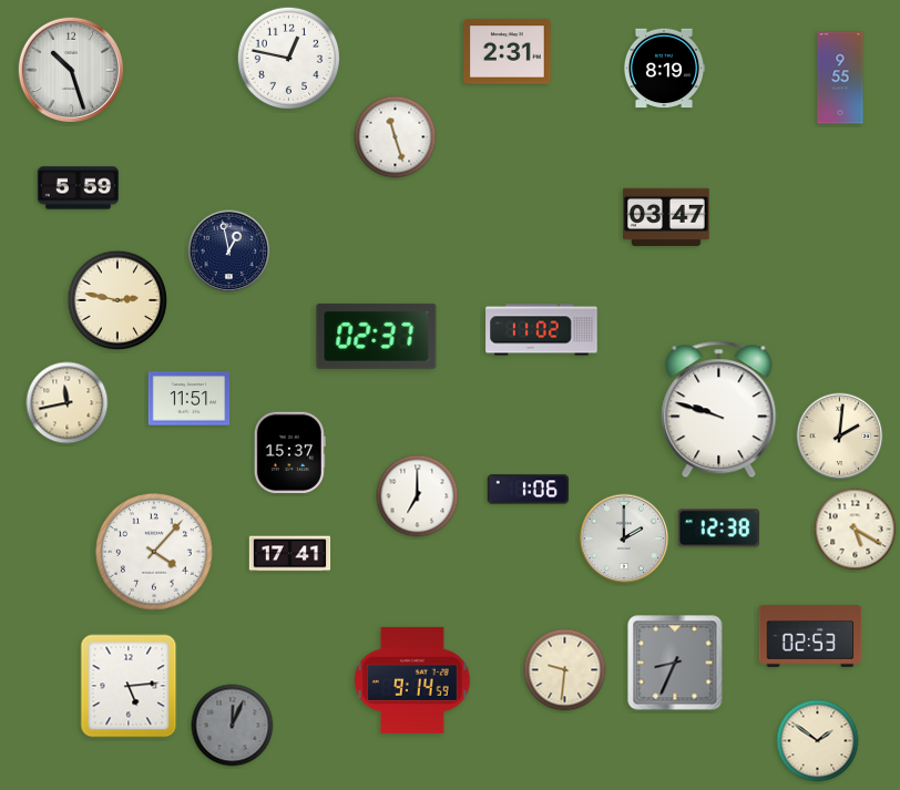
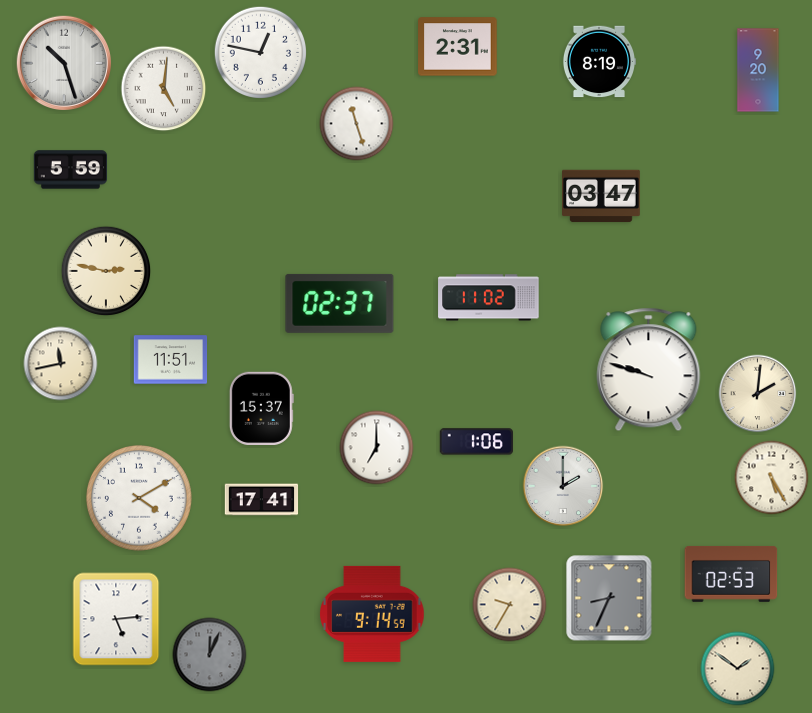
clock at (840, 78): 9:55 -> 9:20
clock at (164, 89): none -> 5:01
clock at (229, 252): 12:58 -> none
clock at (718, 529): 12:38 -> none
clock at (856, 530): 5:20 -> 5:25
clock at (155, 553): 4:07 -> 4:10
clock at (565, 670): 9:31 -> 9:35
